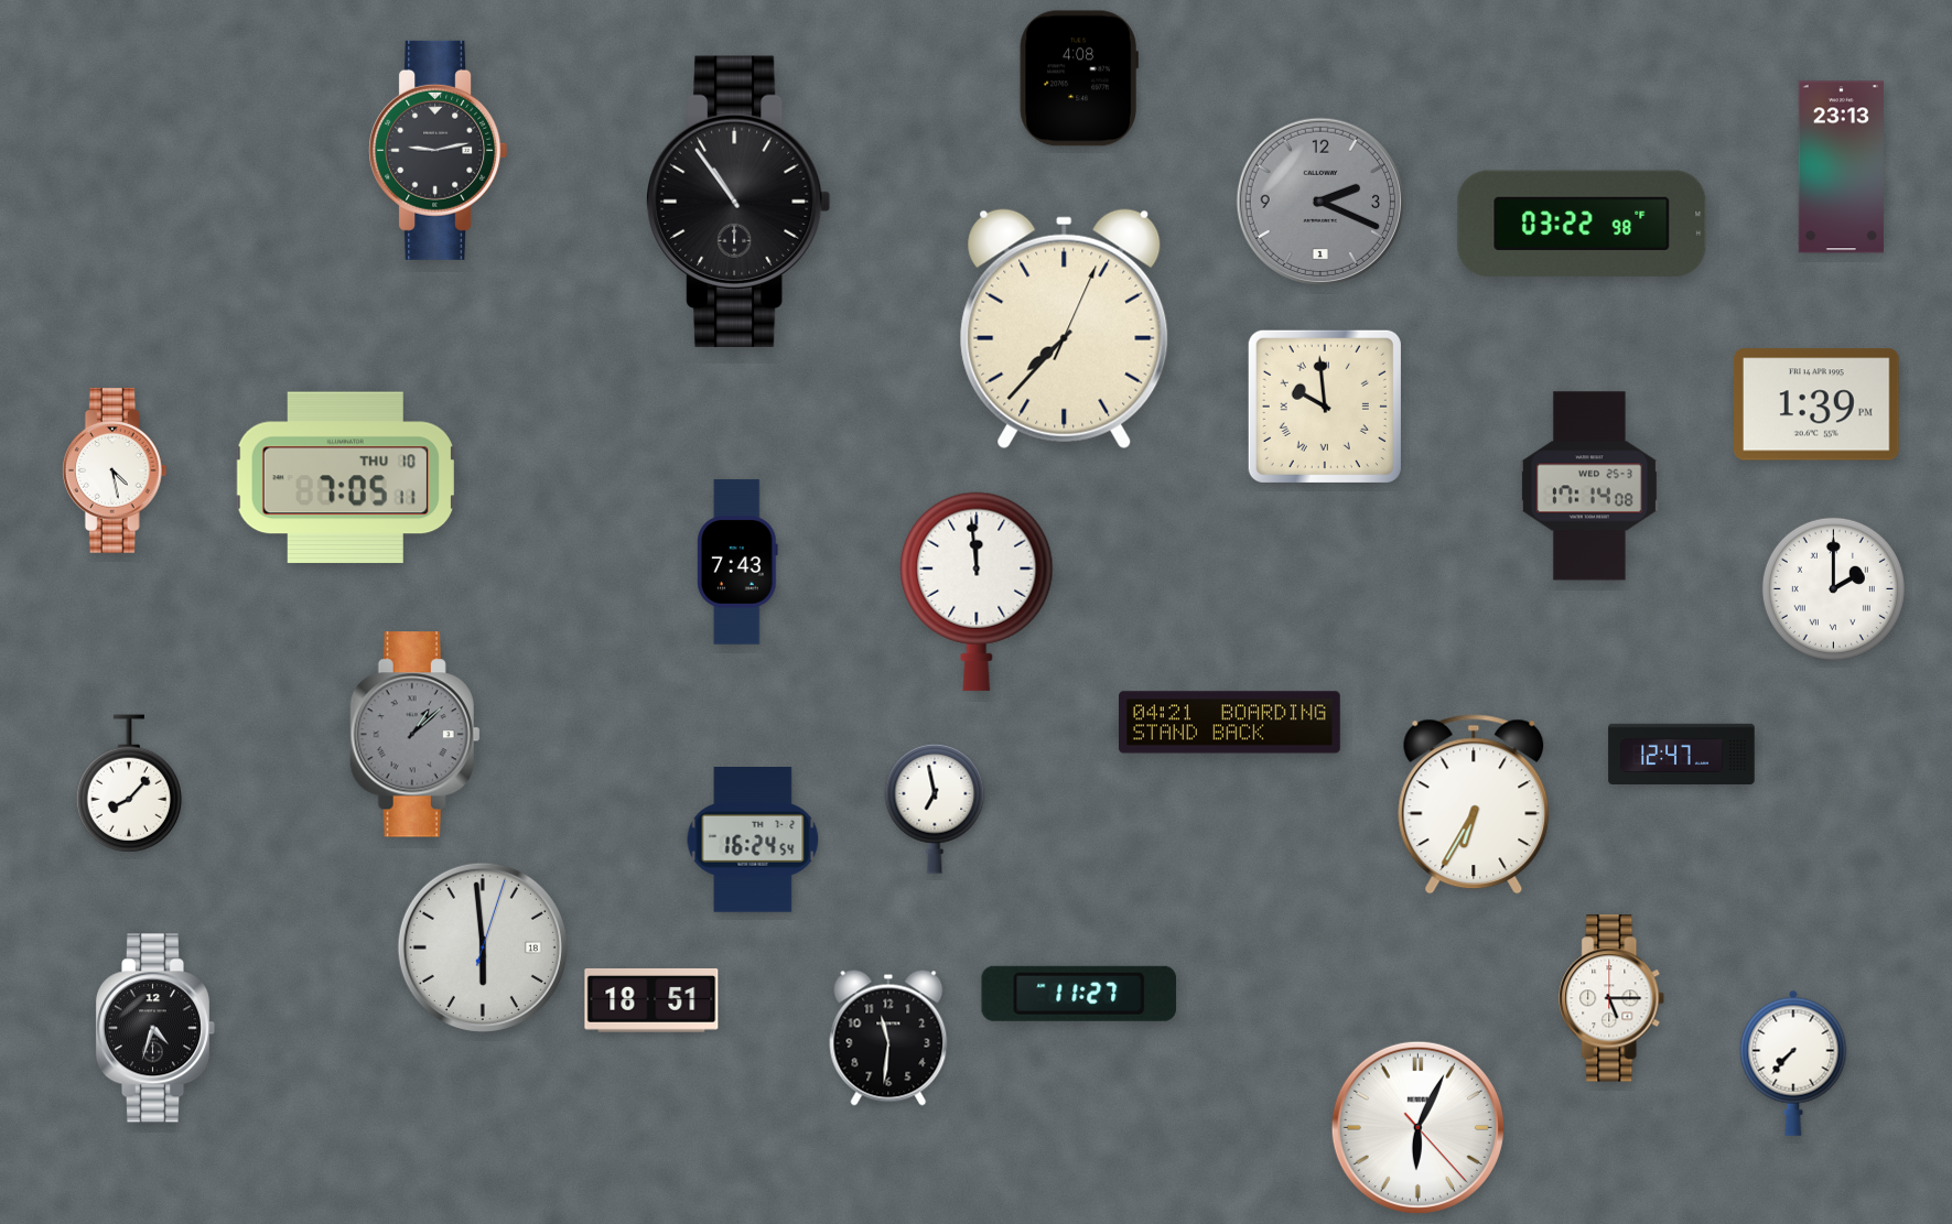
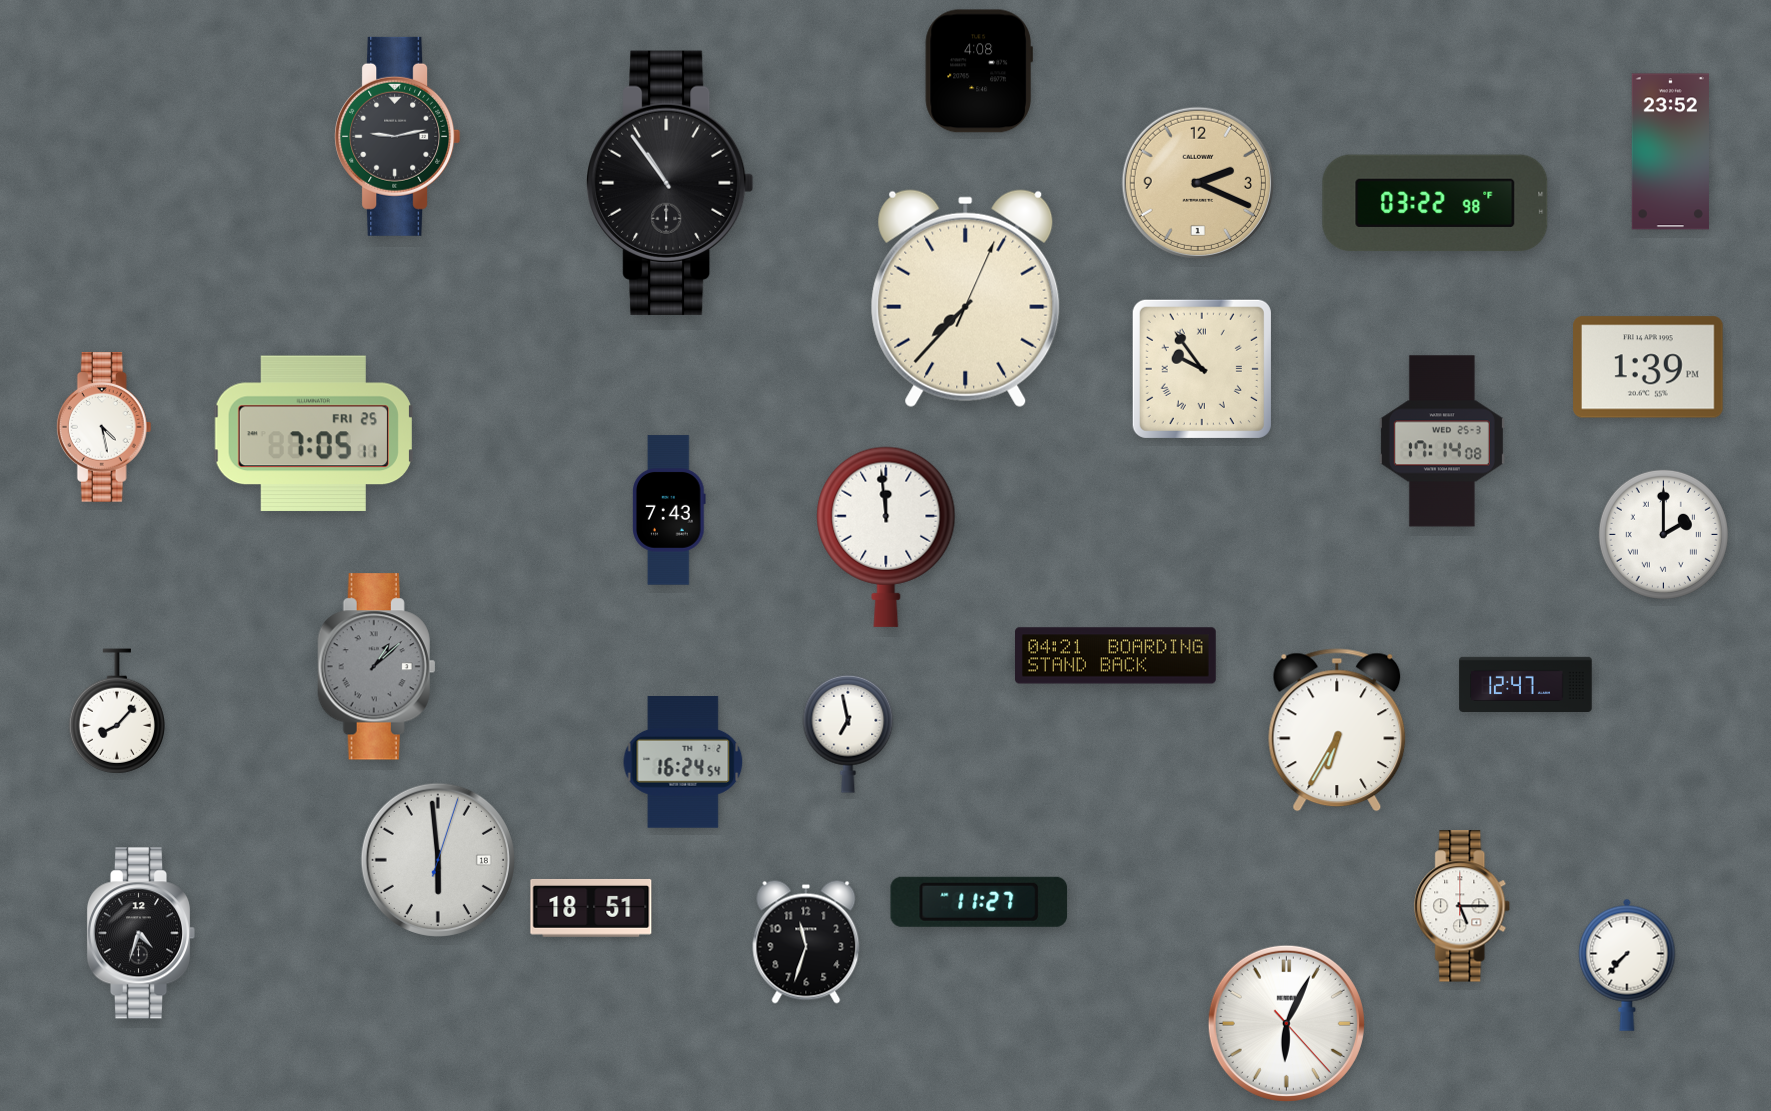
clock at (1841, 167): 23:13 -> 23:52
clock at (1320, 202) dial: grey -> champagne
clock at (1325, 407): 9:59 -> 9:54
clock at (345, 478) date: THU 10 -> FRI 25
clock at (888, 1038): 11:31 -> 11:33
